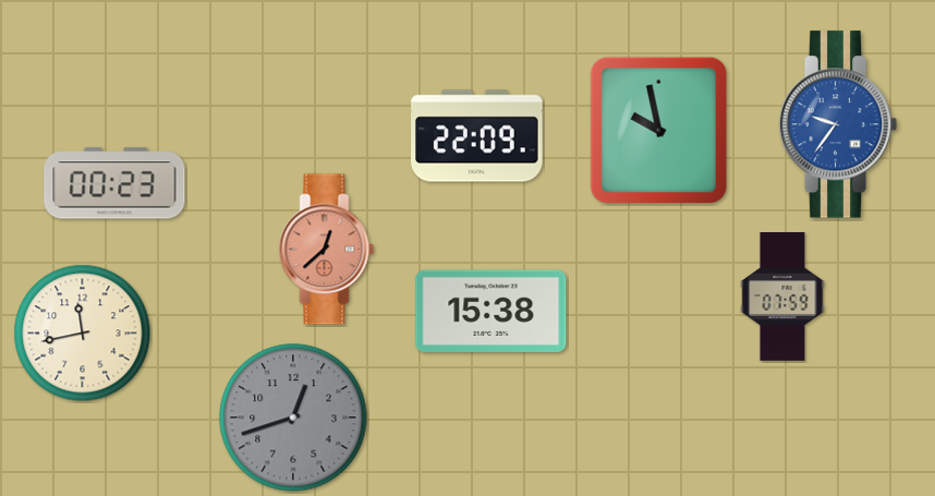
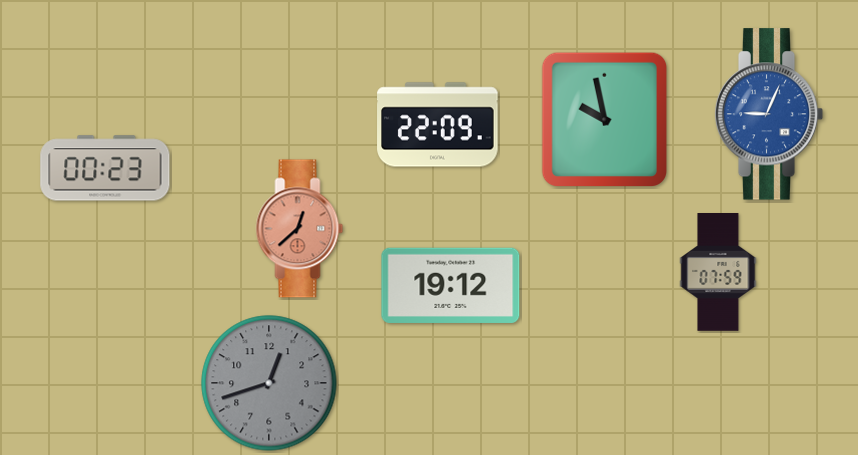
clock at (838, 124): 9:36 -> 9:04
clock at (491, 311): 15:38 -> 19:12
clock at (83, 334): 11:43 -> none
